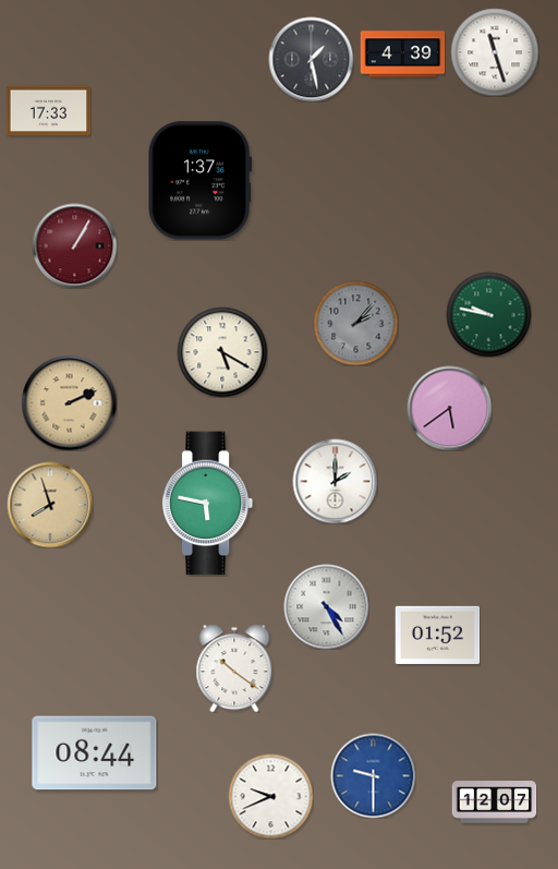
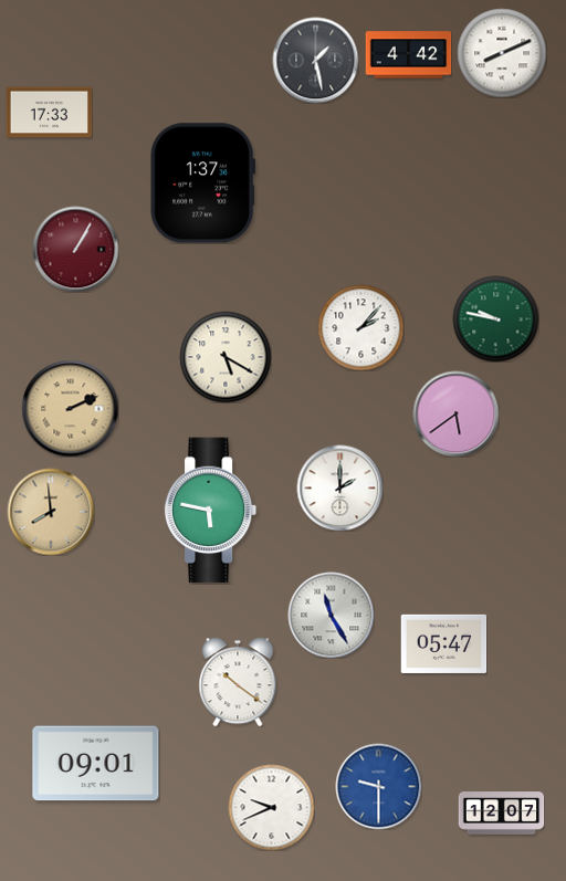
clock at (495, 52): 11:27 -> 8:11
clock at (402, 55): 4:39 -> 4:42
clock at (355, 323) dial: grey -> white
clock at (50, 505): 7:57 -> 7:59
clock at (326, 606): 4:25 -> 11:25
clock at (437, 635): 01:52 -> 05:47
clock at (234, 668) position: (234, 668) -> (238, 682)
clock at (95, 753): 08:44 -> 09:01
clock at (270, 796) position: (270, 796) -> (271, 807)
